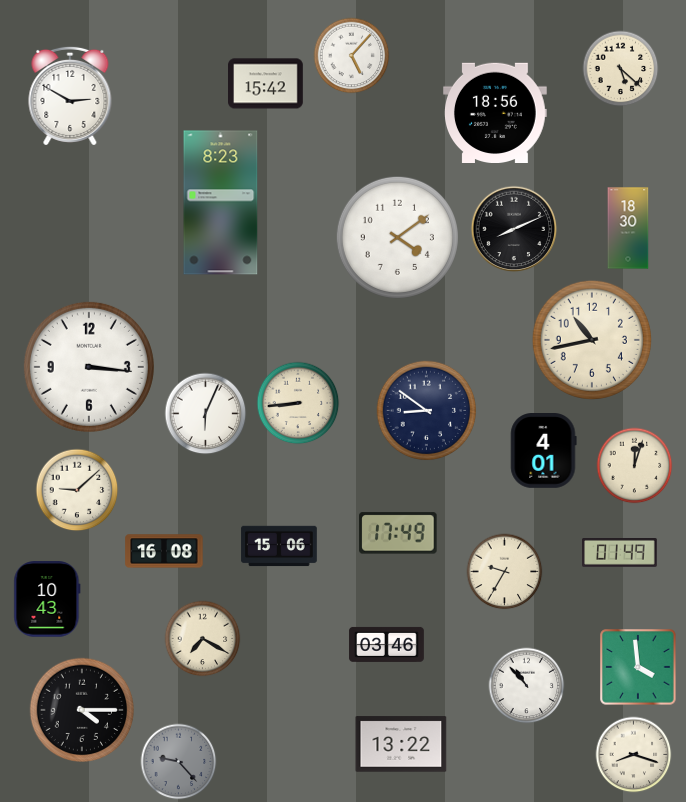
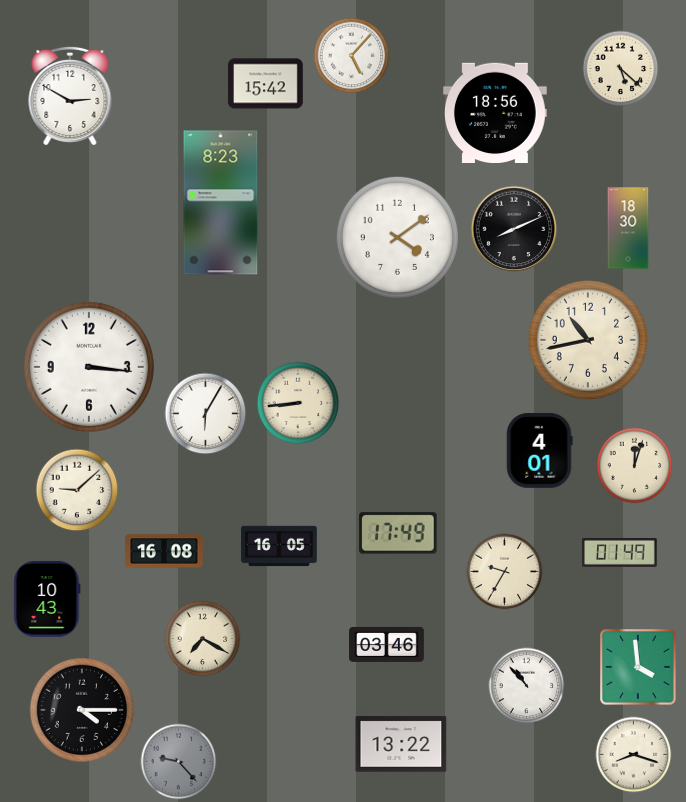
clock at (592, 340) position: (592, 340) -> (588, 340)
clock at (427, 411): 8:51 -> none
clock at (206, 414): 6:04 -> 6:05
clock at (544, 451) position: (544, 451) -> (540, 451)
clock at (279, 546): 15:06 -> 16:05
